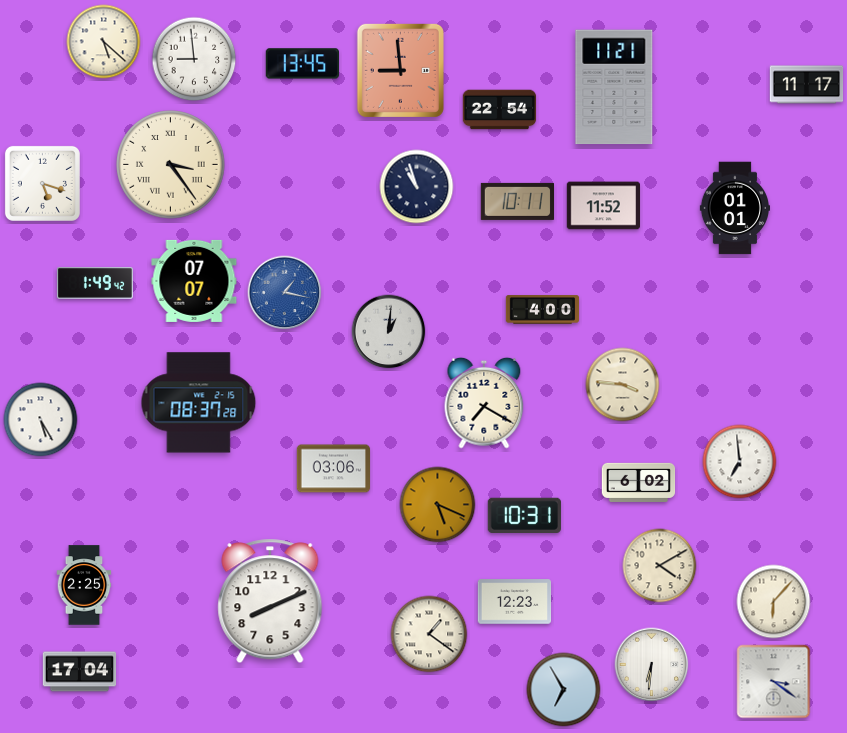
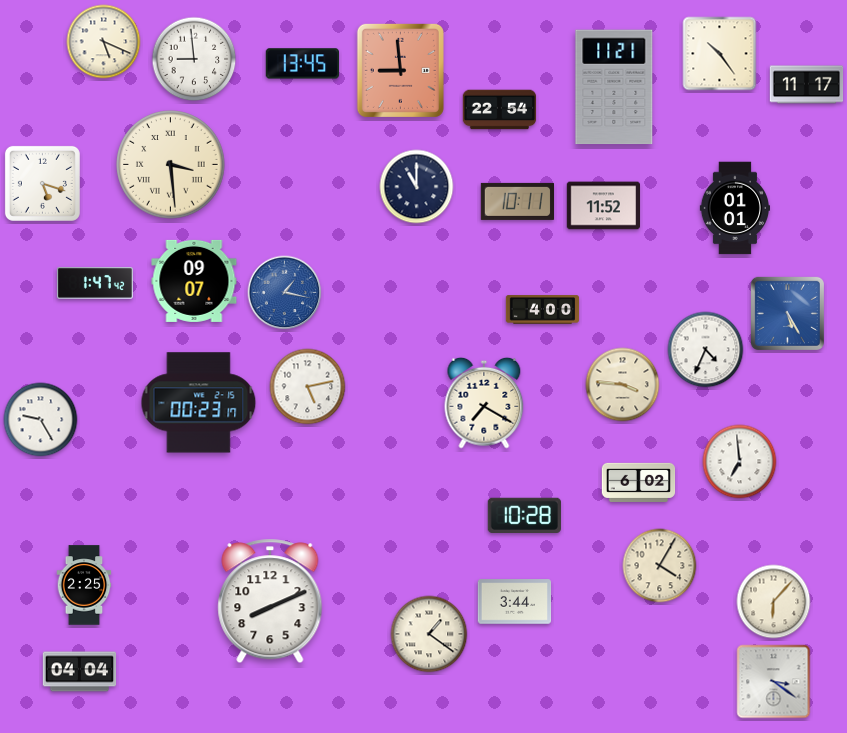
clock at (104, 42): 5:22 -> 5:19
clock at (720, 54): none -> 10:24
clock at (171, 165): 3:24 -> 3:29
clock at (417, 187): 10:57 -> 11:00
clock at (194, 281): 07:07 -> 09:07
clock at (95, 283): 1:49 -> 1:47
clock at (787, 313): none -> 5:25
clock at (389, 332): 1:01 -> none
clock at (706, 350): none -> 4:34
clock at (308, 387): none -> 5:13
clock at (199, 403): 08:37 -> 00:23
clock at (41, 420): 5:25 -> 9:25
clock at (334, 469): 03:06 -> none
clock at (438, 505): 5:19 -> none
clock at (524, 515): 10:31 -> 10:28
clock at (660, 566): 4:10 -> 4:05
clock at (515, 602): 12:23 -> 3:44
clock at (652, 665): 6:31 -> none
clock at (80, 672): 17:04 -> 04:04
clock at (564, 690): 6:55 -> none
